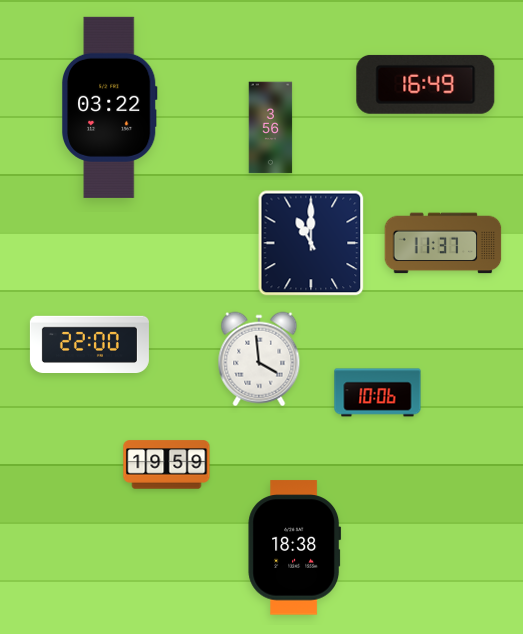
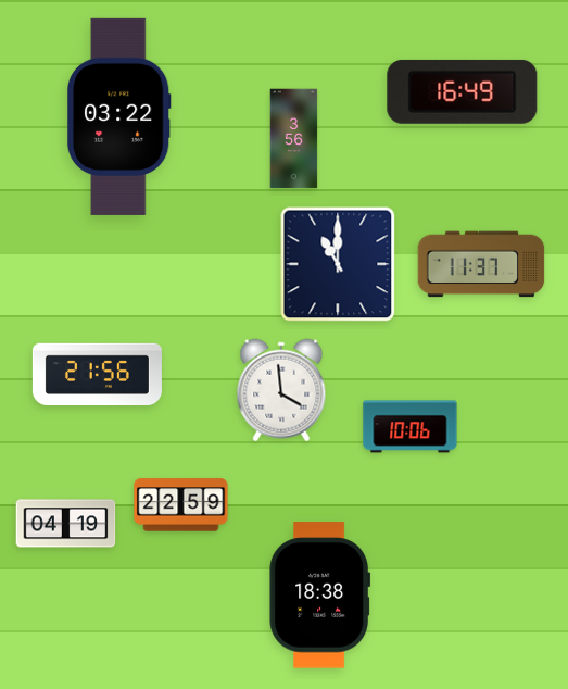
clock at (89, 344): 22:00 -> 21:56
clock at (167, 465): 19:59 -> 22:59
clock at (66, 524): none -> 04:19
